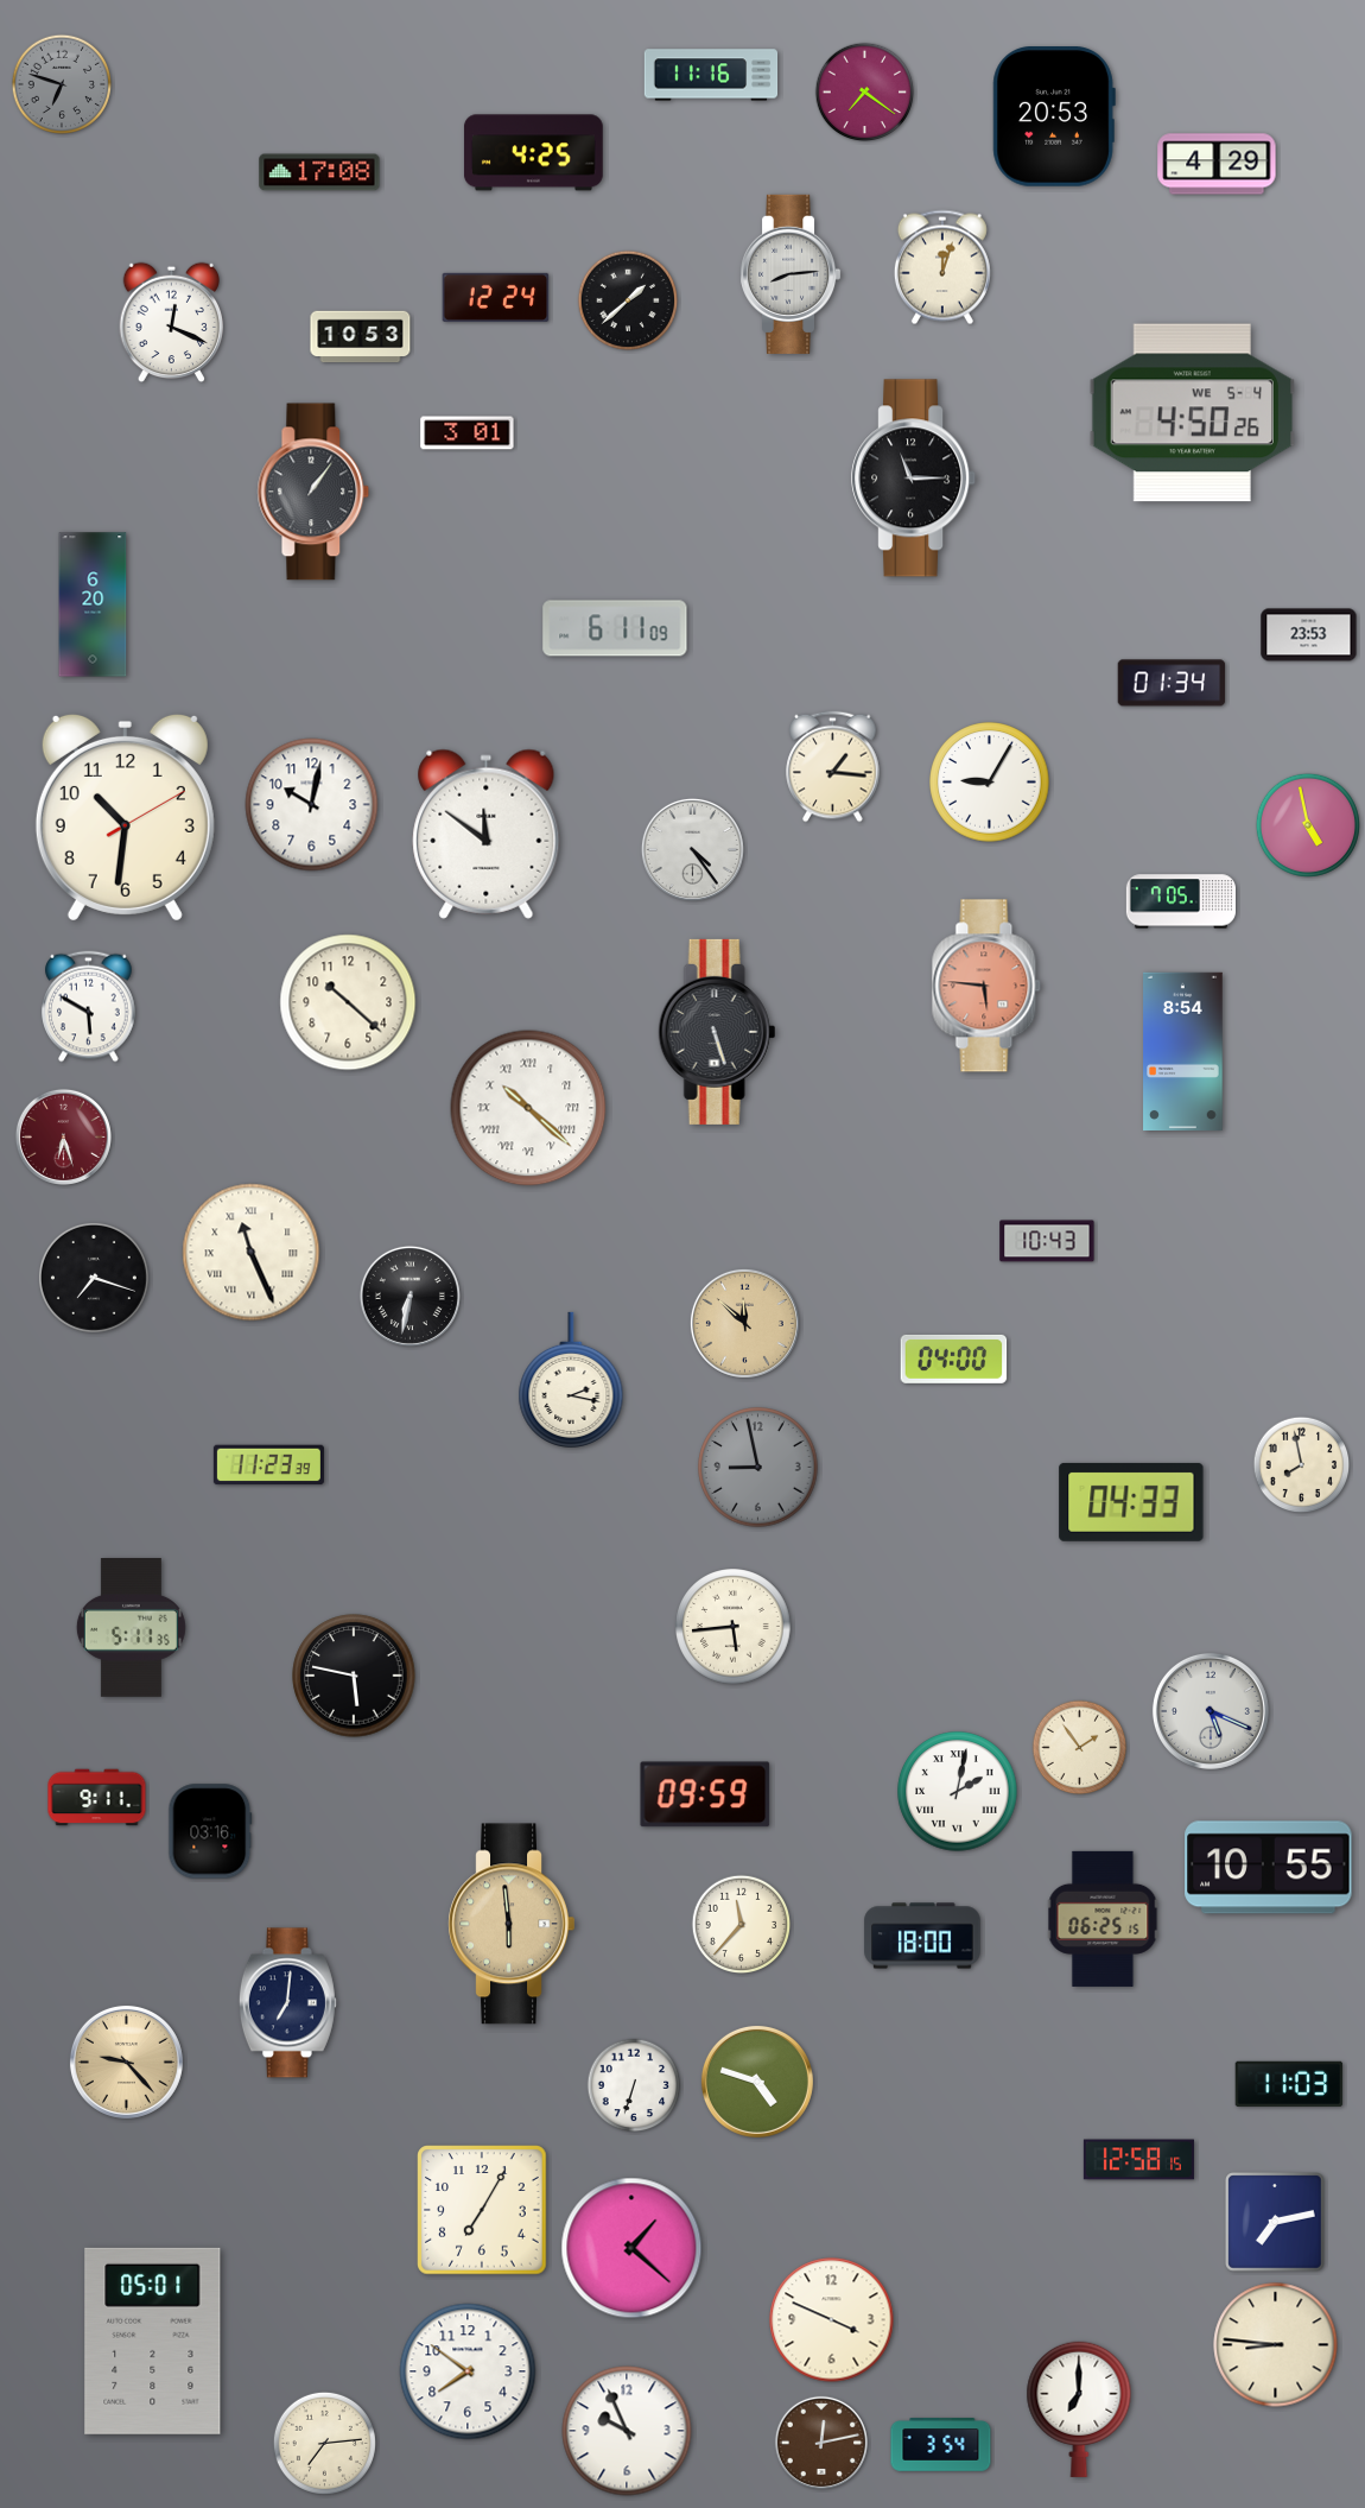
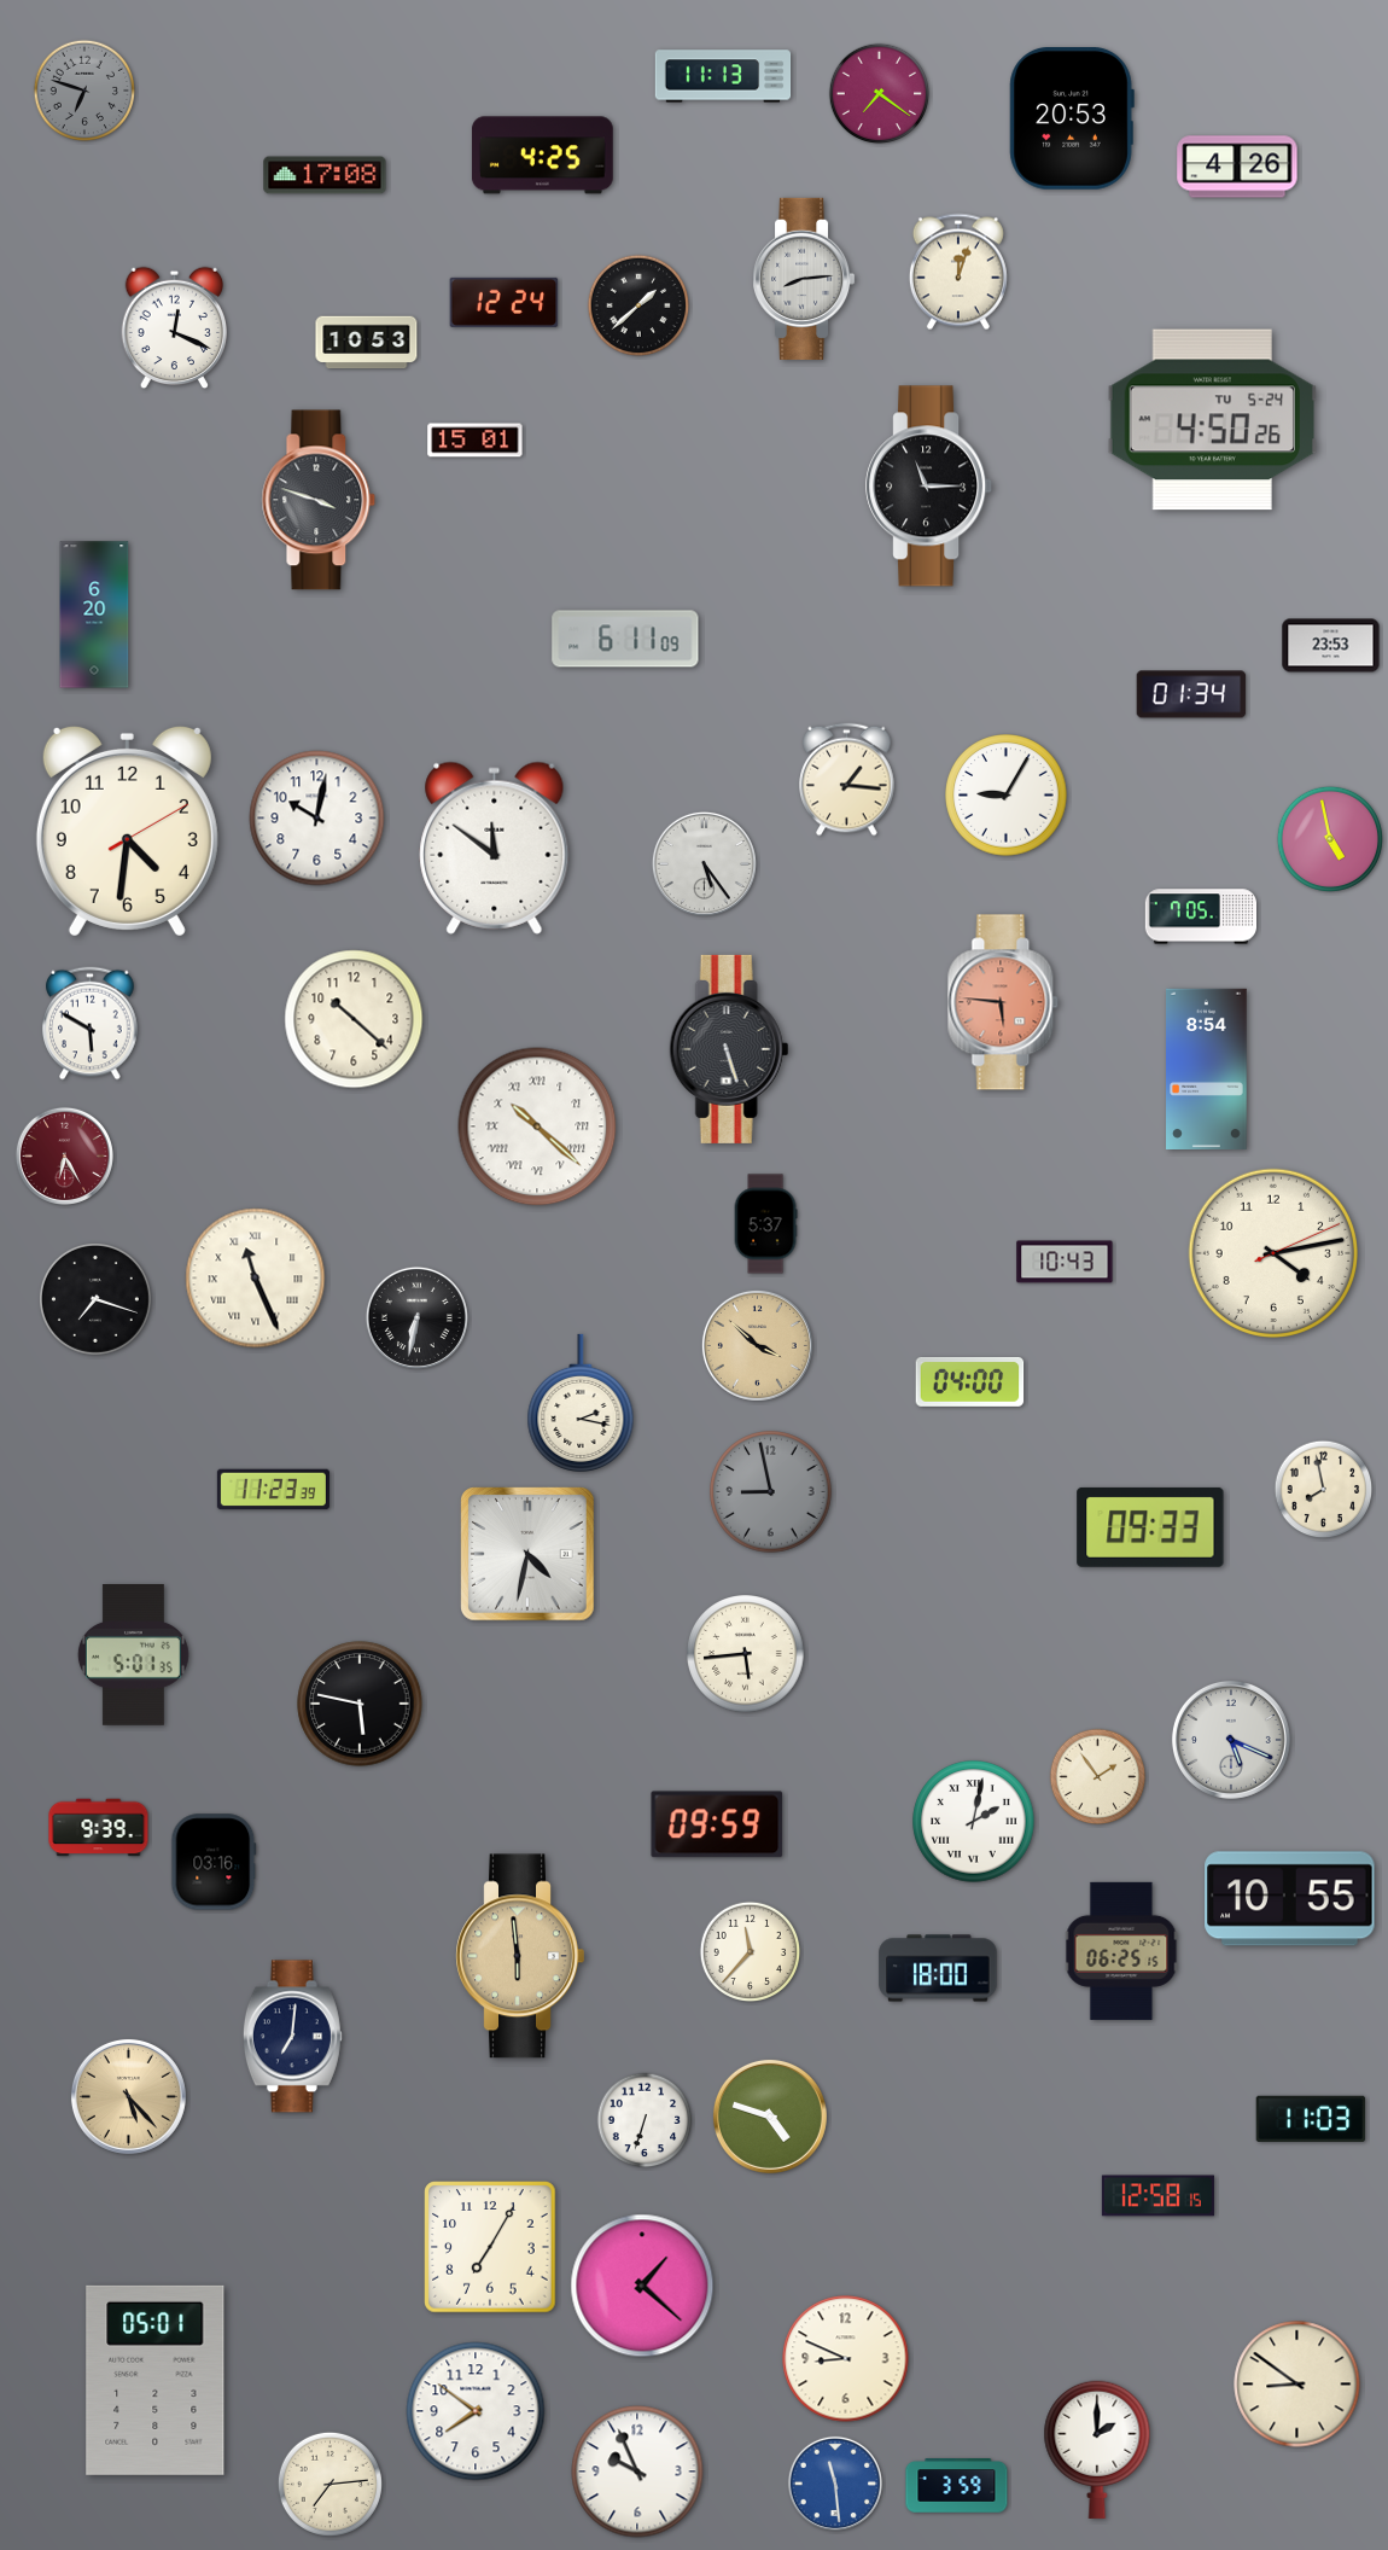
clock at (711, 75): 11:16 -> 11:13
clock at (61, 83) position: (61, 83) -> (83, 89)
clock at (1217, 164): 4:29 -> 4:26
clock at (1193, 413) date: WE 5-4 -> TU 5-24
clock at (468, 433): 3:01 -> 15:01
clock at (313, 492): 1:06 -> 3:48
clock at (125, 817): 10:31 -> 4:31
clock at (692, 849): 4:24 -> 5:24
clock at (1183, 1051) position: (1183, 1051) -> (1207, 1069)
clock at (63, 1136): 6:27 -> 6:25
clock at (765, 1224): none -> 5:37
clock at (1272, 1252): none -> 4:13
clock at (252, 1253) position: (252, 1253) -> (256, 1279)
clock at (744, 1323): 11:52 -> 3:52
clock at (1131, 1502): 04:33 -> 09:33
clock at (527, 1554): none -> 4:32
clock at (131, 1628): 5:11 -> 5:01
clock at (97, 1798): 9:11 -> 9:39
clock at (742, 1925) position: (742, 1925) -> (751, 1952)
clock at (126, 2061): 9:23 -> 5:23
clock at (1276, 2223): 7:13 -> none
clock at (832, 2320): 3:49 -> 8:49
clock at (1276, 2345): 8:46 -> 8:51
clock at (1079, 2409): 7:00 -> 2:00
clock at (821, 2443): 12:13 -> 11:29
clock at (821, 2443) dial: brown -> blue
clock at (941, 2445): 3:54 -> 3:59
